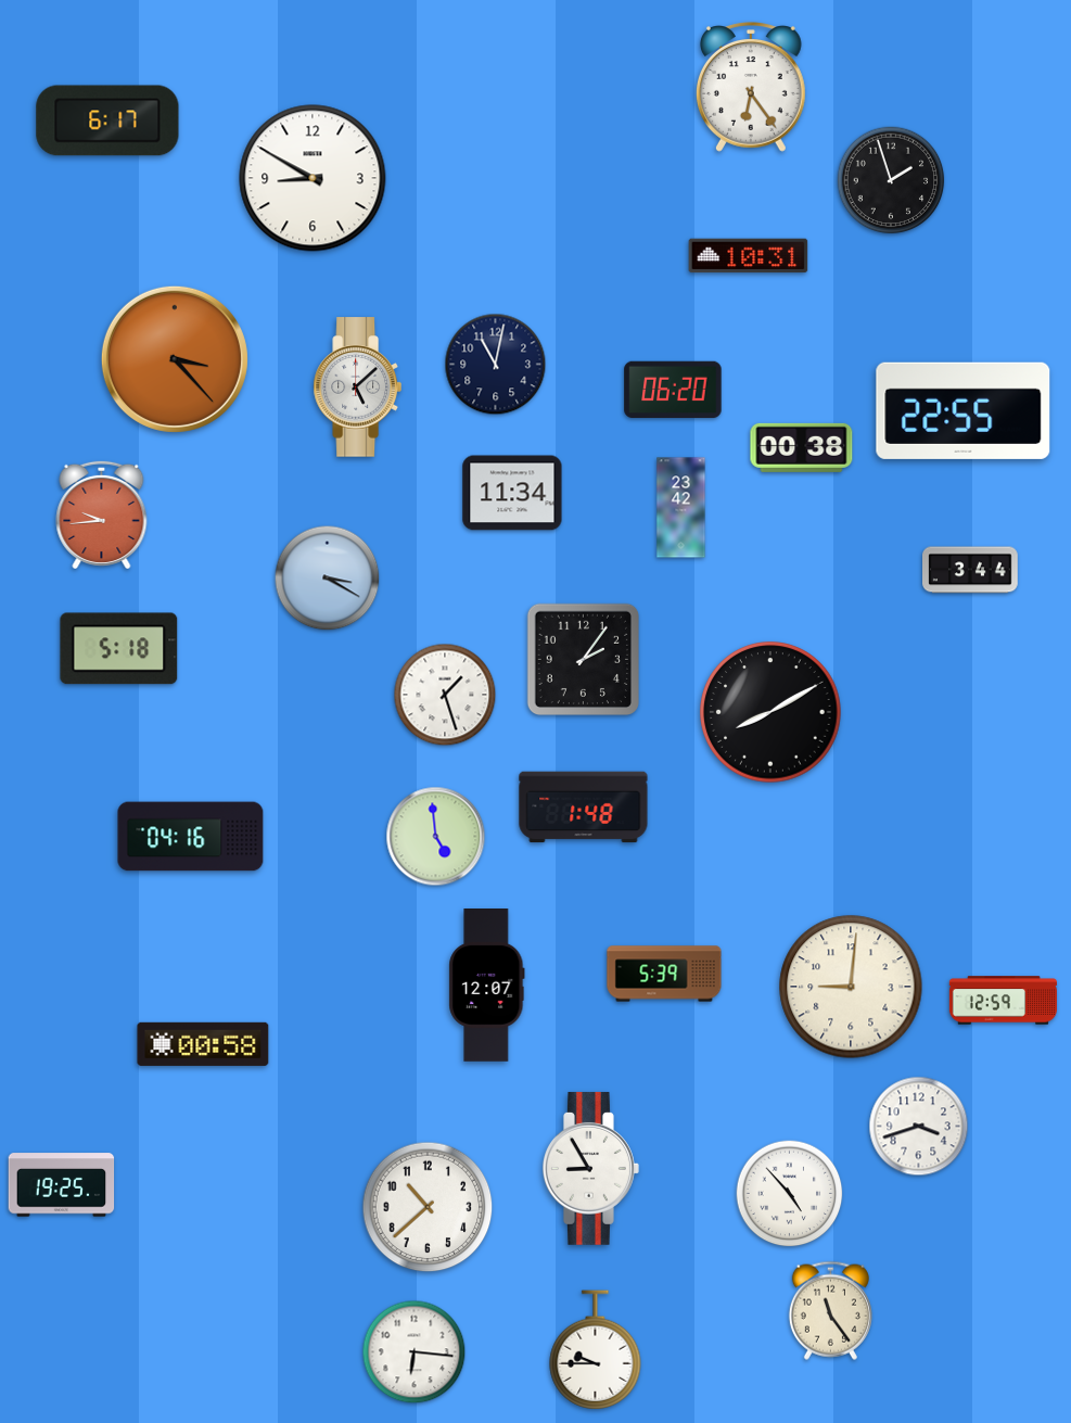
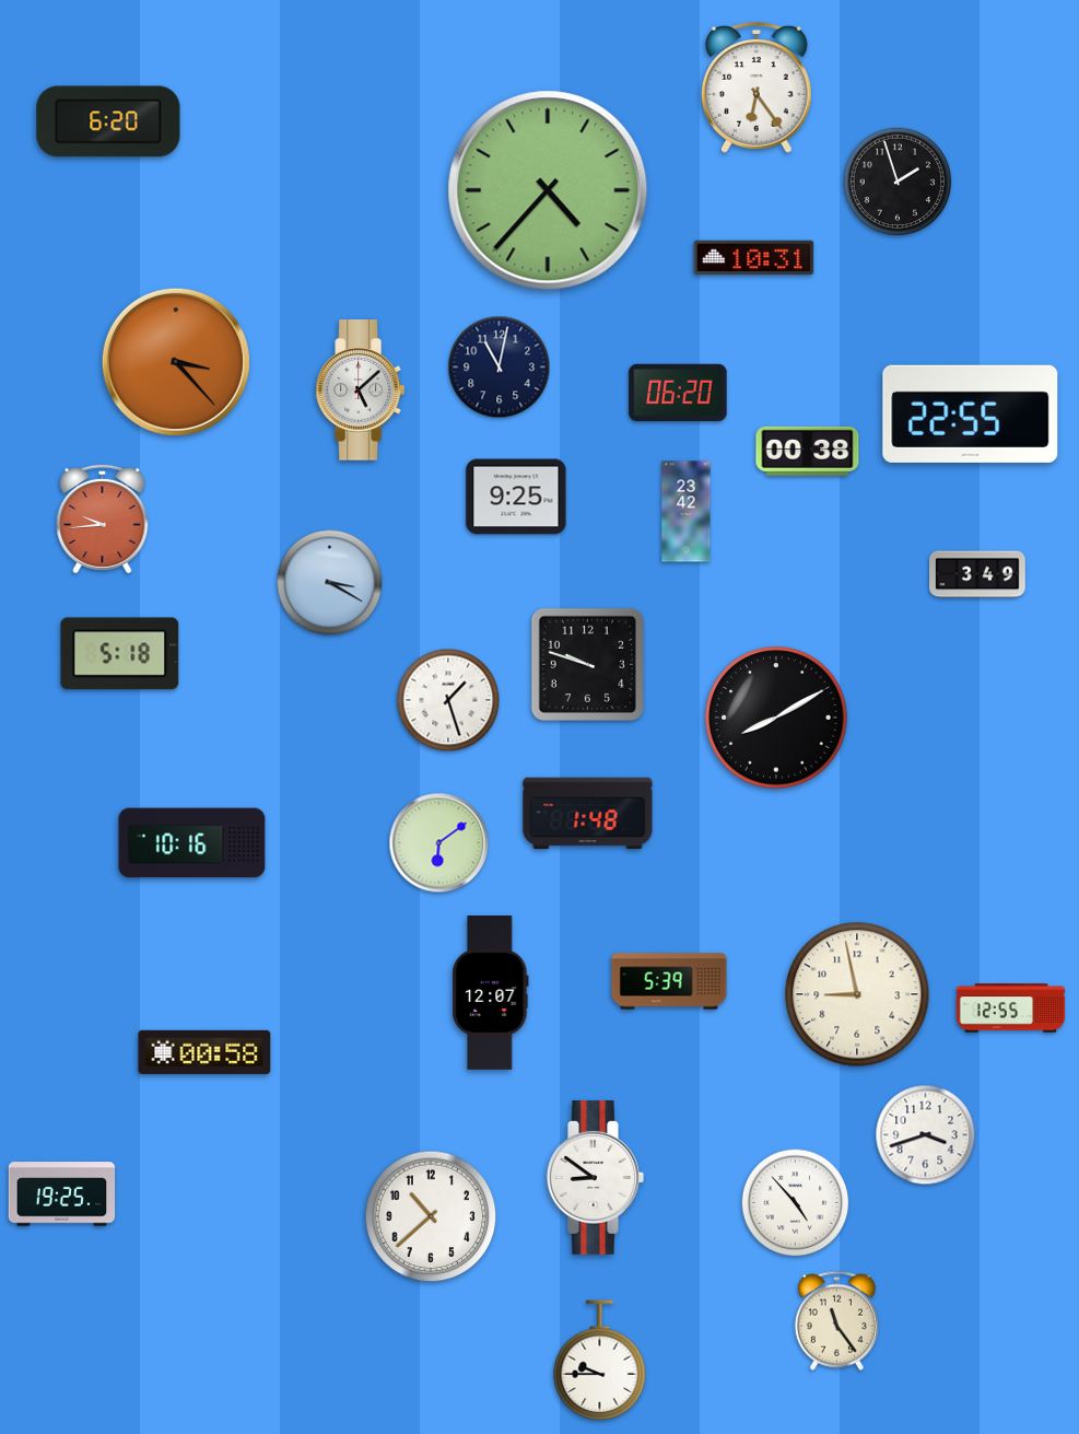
clock at (107, 120): 6:17 -> 6:20
clock at (313, 178): 8:50 -> none
clock at (548, 190): none -> 4:37
clock at (512, 493): 11:34 -> 9:25
clock at (971, 570): 3:44 -> 3:49
clock at (583, 659): 2:06 -> 9:48
clock at (191, 837): 04:16 -> 10:16
clock at (436, 837): 4:59 -> 6:09
clock at (851, 987): 9:01 -> 8:58
clock at (1003, 1001): 12:59 -> 12:55
clock at (591, 1168): 8:55 -> 8:51
clock at (415, 1352): 6:16 -> none
